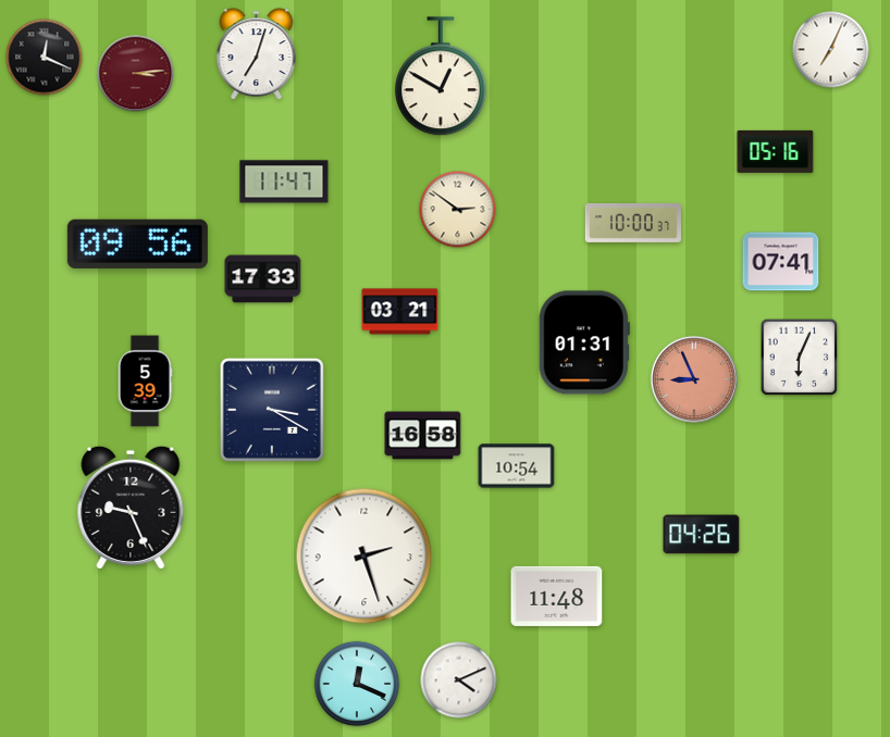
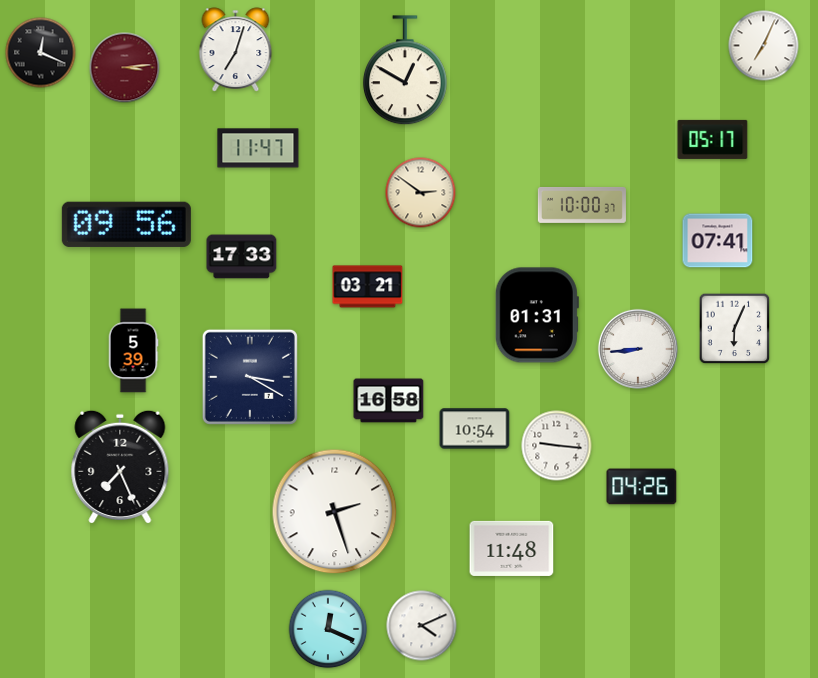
clock at (776, 151): 05:16 -> 05:17
clock at (284, 182) position: (284, 182) -> (258, 148)
clock at (694, 379): 8:56 -> 8:44
clock at (694, 379) dial: salmon -> white
clock at (557, 446): none -> 9:16
clock at (131, 507): 9:26 -> 7:26
clock at (702, 535) position: (702, 535) -> (642, 487)
